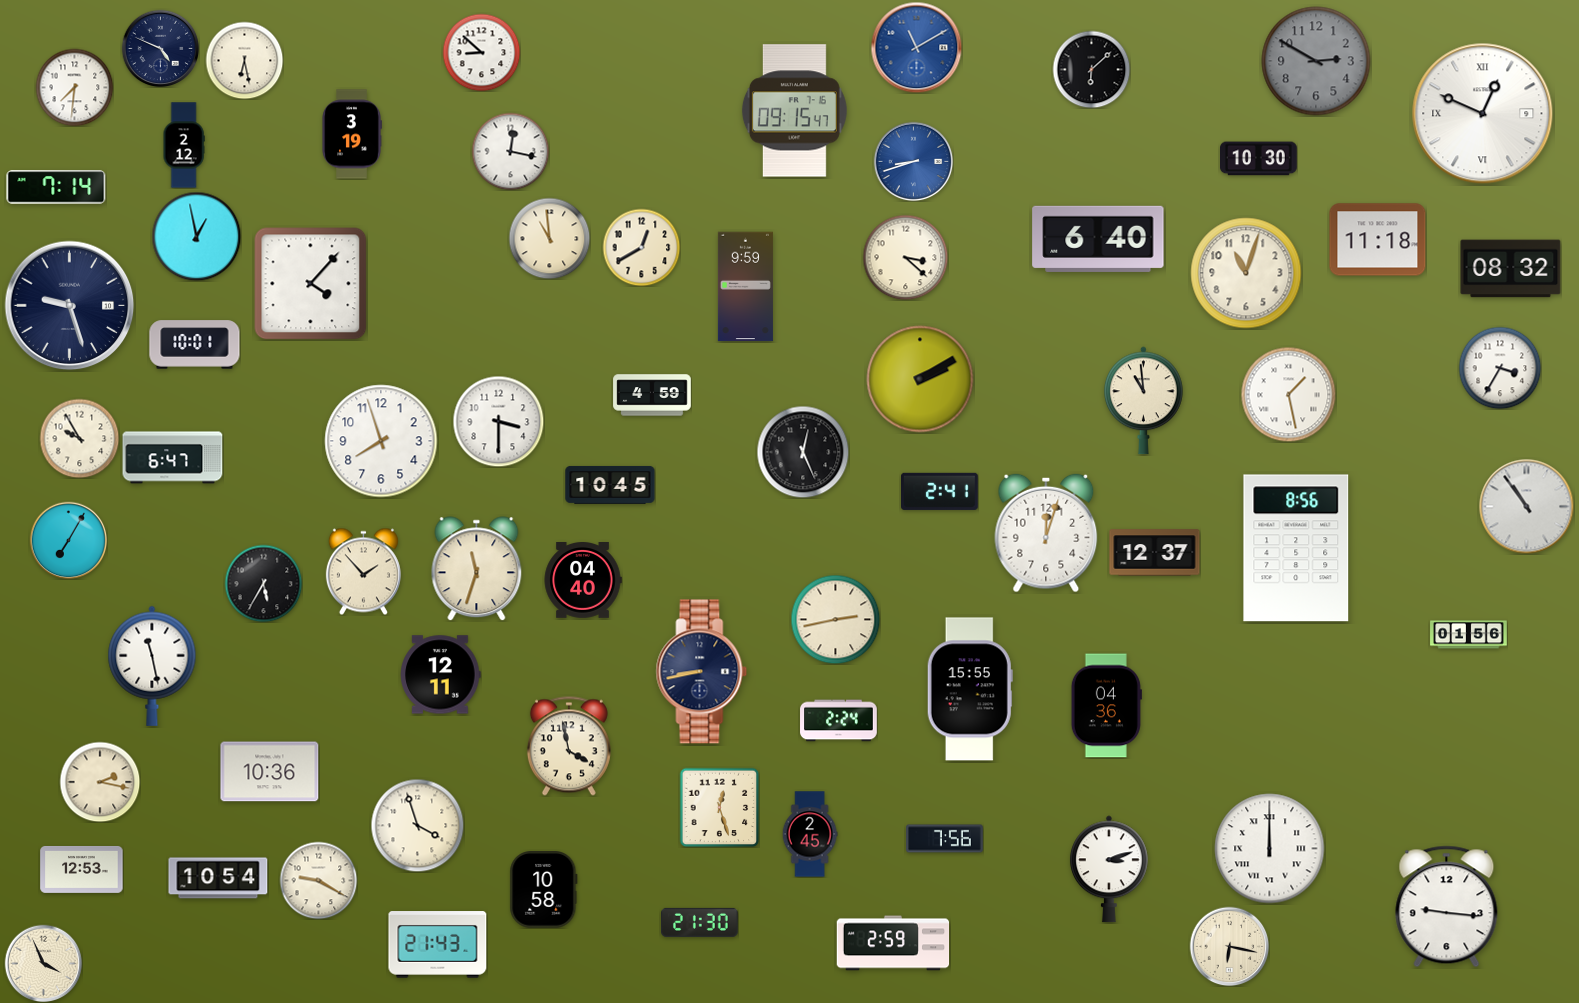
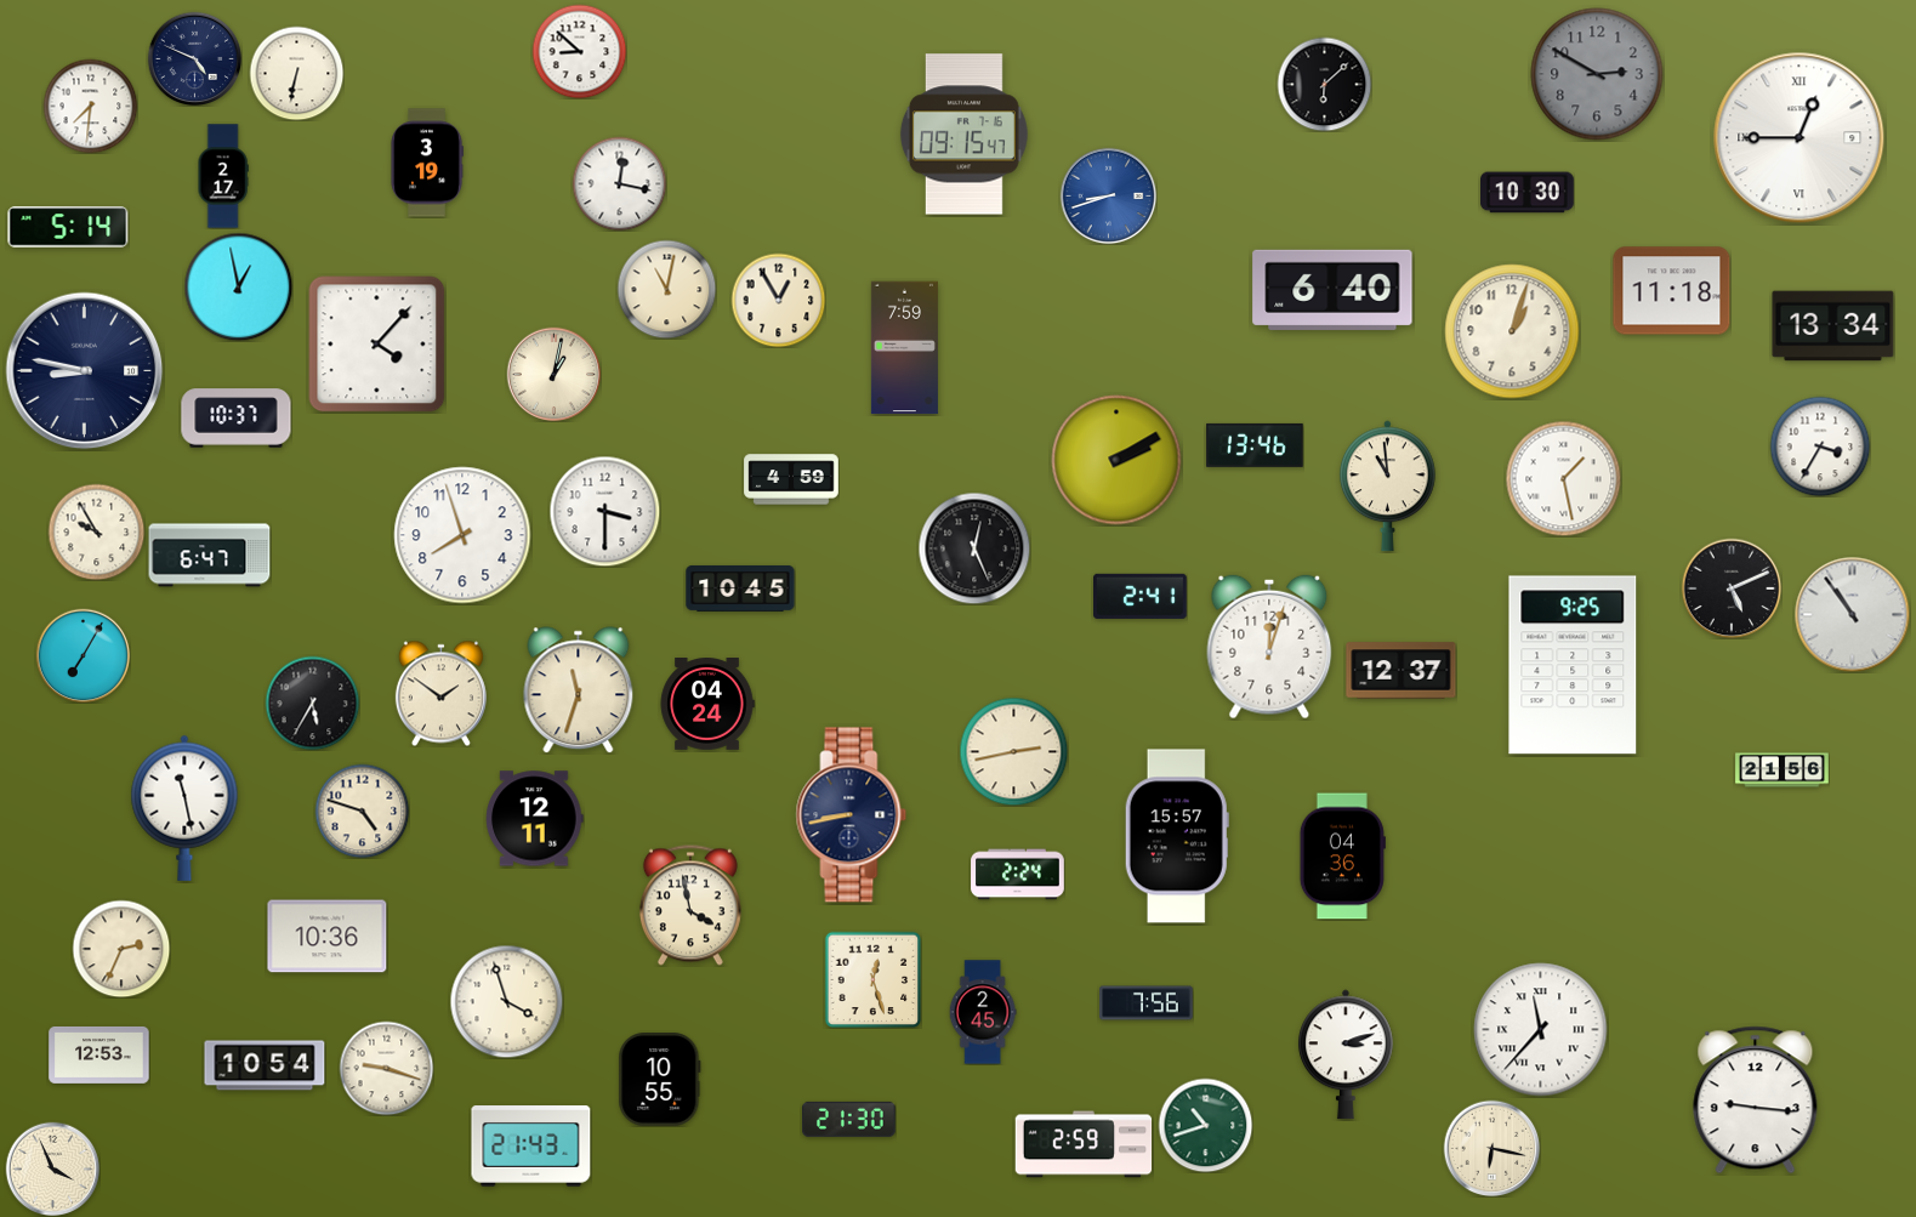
clock at (916, 47): 11:10 -> none
clock at (481, 52) position: (481, 52) -> (579, 51)
clock at (244, 60): 6:28 -> 6:32
clock at (1483, 114): 12:49 -> 12:45
clock at (184, 145): 2:12 -> 2:17
clock at (56, 187): 7:14 -> 5:14
clock at (549, 238): 10:59 -> 11:02
clock at (641, 247): 12:40 -> 12:55
clock at (905, 257): 3:22 -> none
clock at (1511, 269): 08:32 -> 13:34
clock at (1246, 273): 11:03 -> 1:03
clock at (745, 287): 9:59 -> 7:59
clock at (70, 306): 9:27 -> 8:47
clock at (553, 374): none -> 1:02
clock at (195, 345): 10:01 -> 10:37
clock at (1255, 445): none -> 13:46
clock at (1732, 588): none -> 5:11
clock at (1296, 548): 8:56 -> 9:25
clock at (363, 571): 1:53 -> 1:51
clock at (583, 580): 04:40 -> 04:24
clock at (263, 583) position: (263, 583) -> (312, 703)
clock at (1469, 635): 01:56 -> 21:56
clock at (362, 811): none -> 4:48
clock at (970, 689): 15:55 -> 15:57
clock at (100, 782): 2:17 -> 2:34
clock at (945, 839) position: (945, 839) -> (1147, 1003)
clock at (1270, 849): 12:00 -> 11:37
clock at (318, 880): 9:20 -> 9:18
clock at (544, 890): 10:58 -> 10:55
clock at (1205, 1125): none -> 10:42
